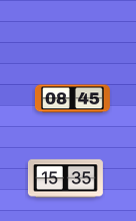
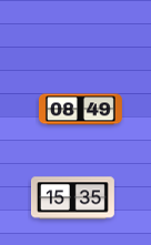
clock at (72, 99): 08:45 -> 08:49
